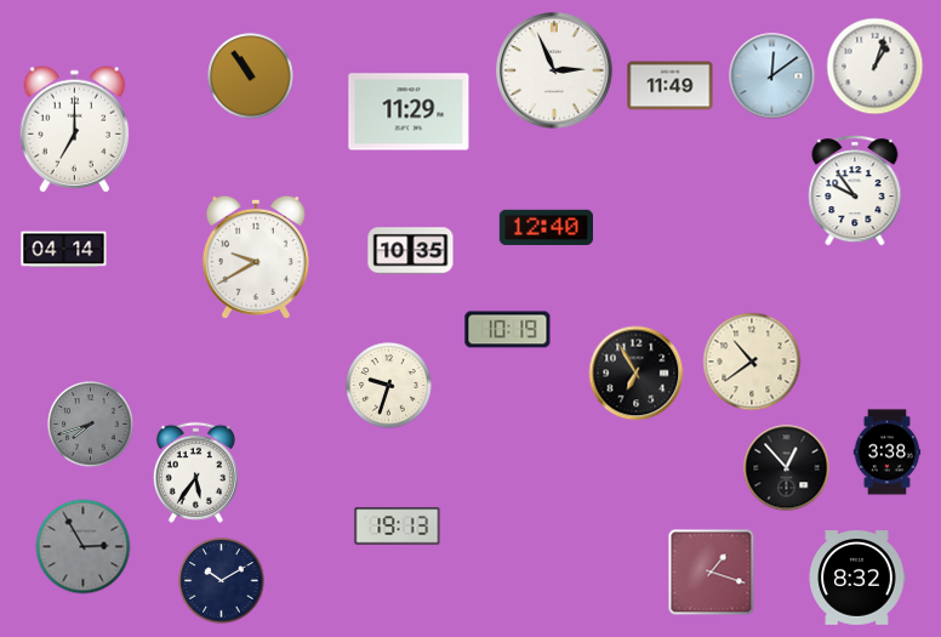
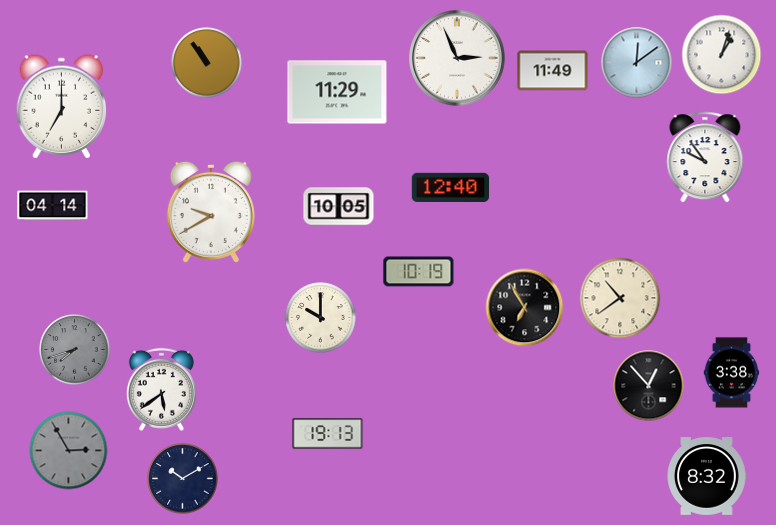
clock at (411, 251): 10:35 -> 10:05
clock at (389, 386): 9:33 -> 10:00
clock at (195, 472): 5:36 -> 5:39
clock at (712, 573): 1:18 -> none
